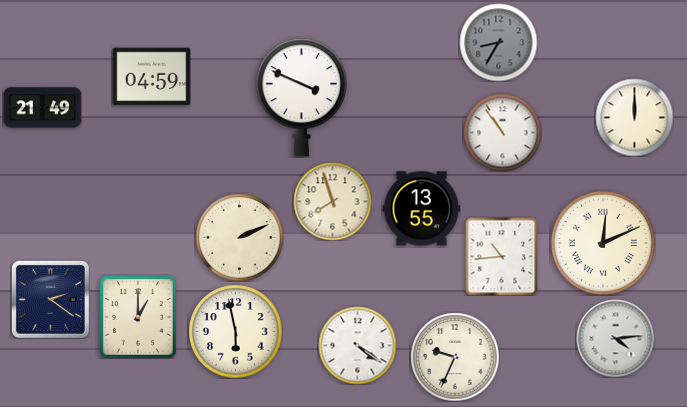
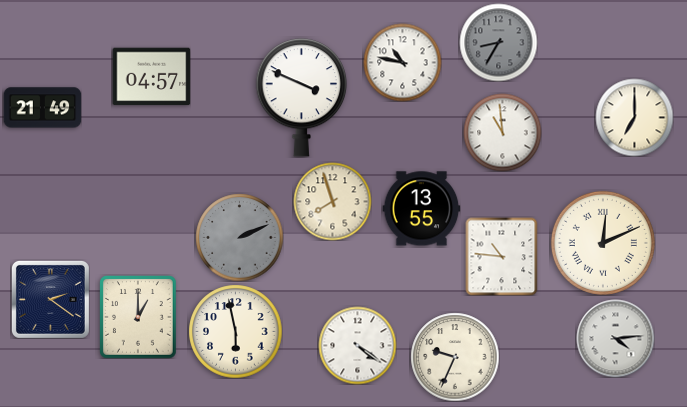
clock at (402, 62): none -> 10:47
clock at (151, 77): 04:59 -> 04:57
clock at (634, 117): 12:00 -> 7:00
clock at (502, 132): 10:54 -> 10:59
clock at (239, 237) dial: cream -> grey
clock at (502, 256): 10:44 -> 10:46
